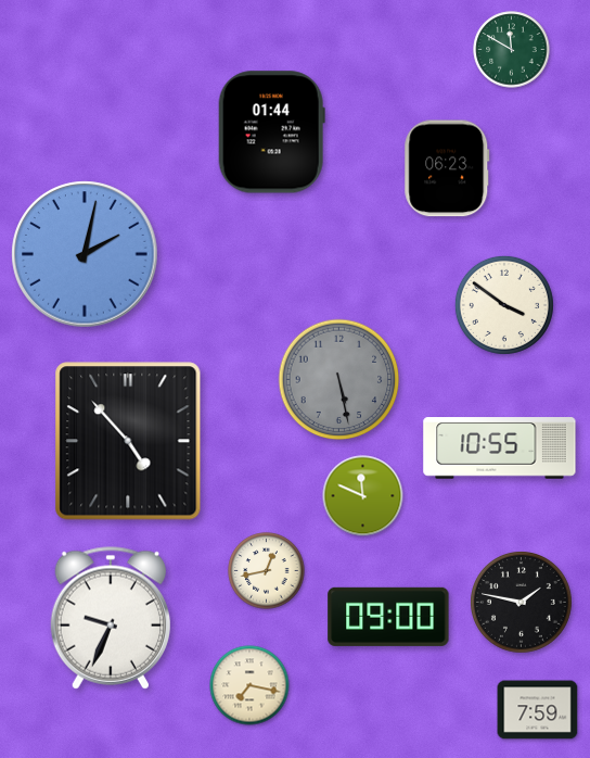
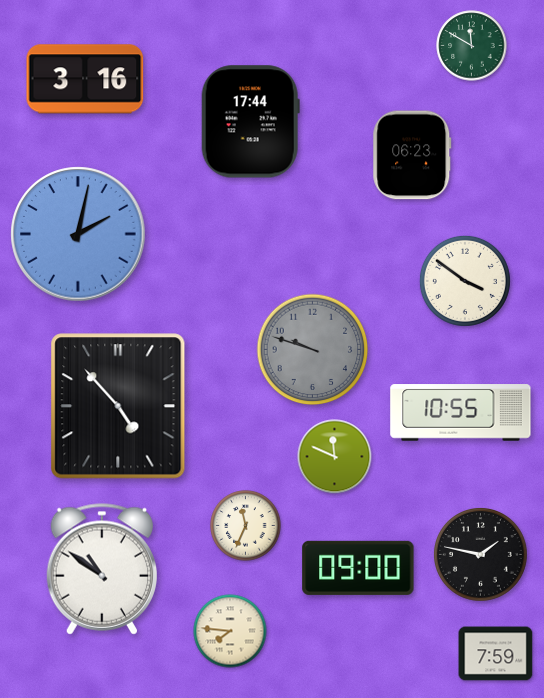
clock at (85, 79): none -> 3:16
clock at (271, 132): 01:44 -> 17:44
clock at (339, 380): 5:28 -> 9:48
clock at (267, 571): 12:43 -> 11:34
clock at (110, 618): 9:34 -> 10:51
clock at (249, 685): 7:17 -> 7:46
